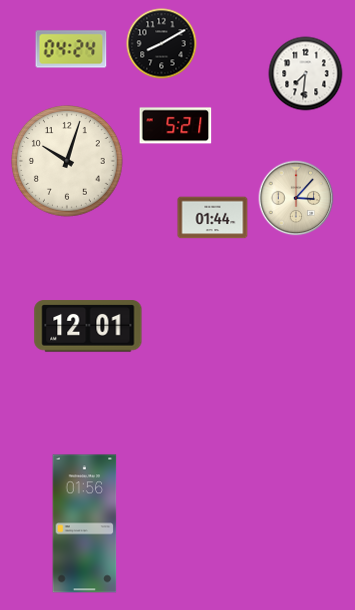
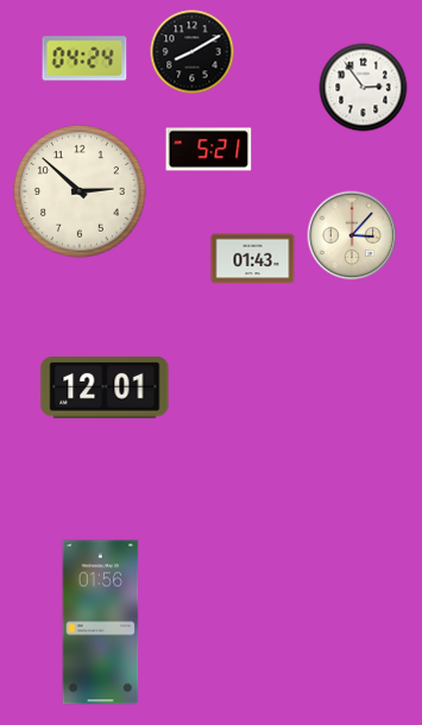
clock at (306, 74): 7:31 -> 2:54
clock at (68, 162): 10:03 -> 2:52
clock at (213, 218): 01:44 -> 01:43
